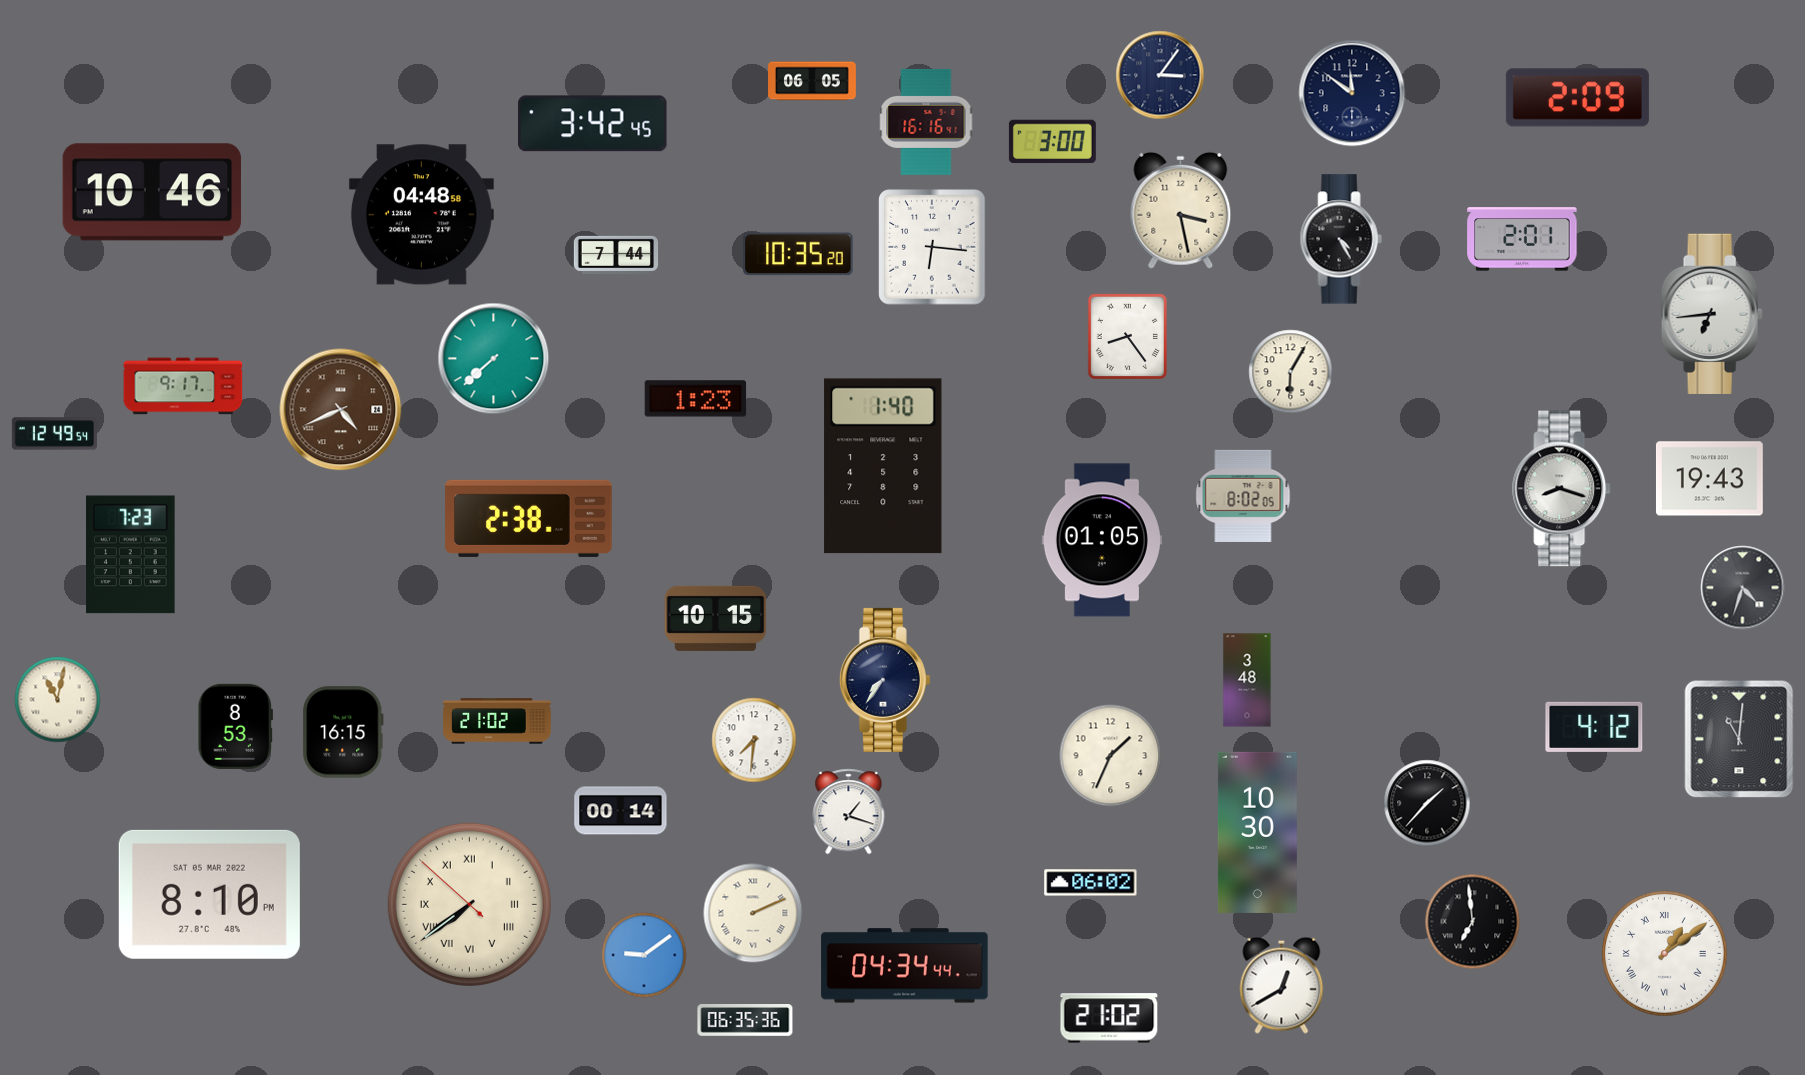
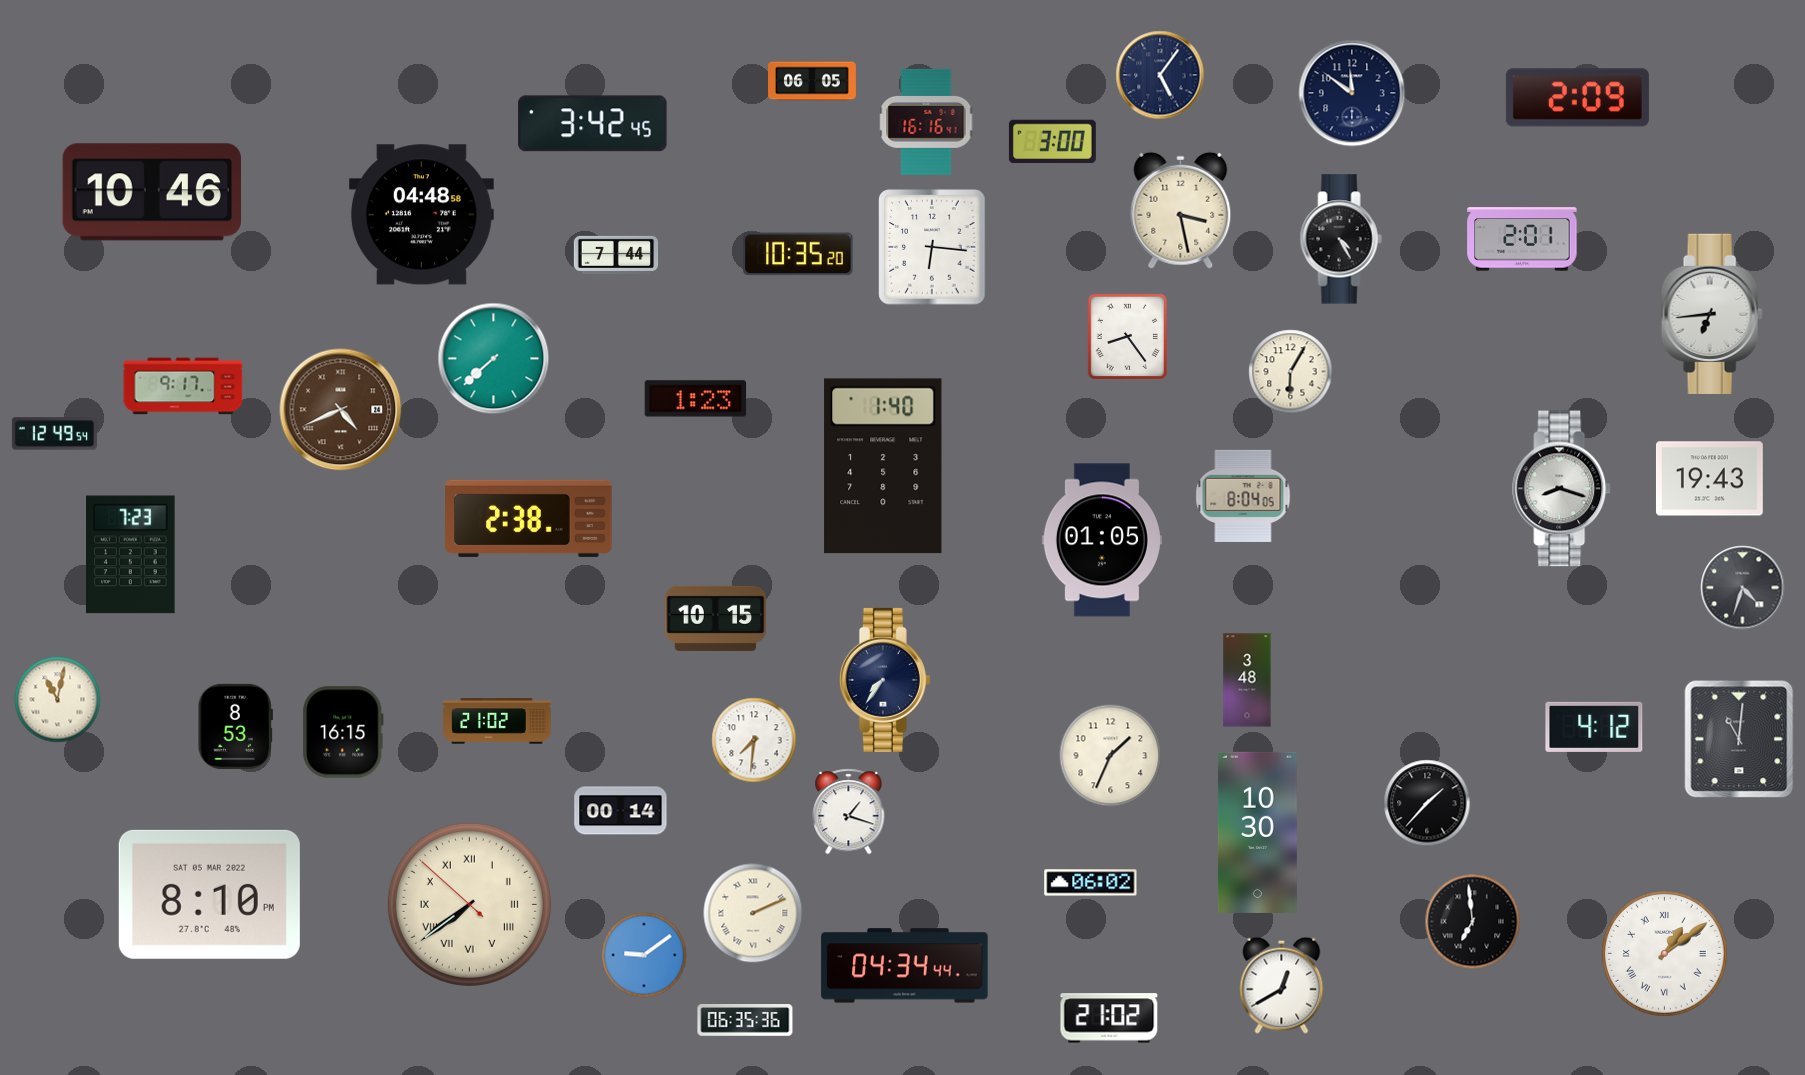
clock at (1160, 75): 3:06 -> 5:06
clock at (1243, 496): 8:02 -> 8:04
